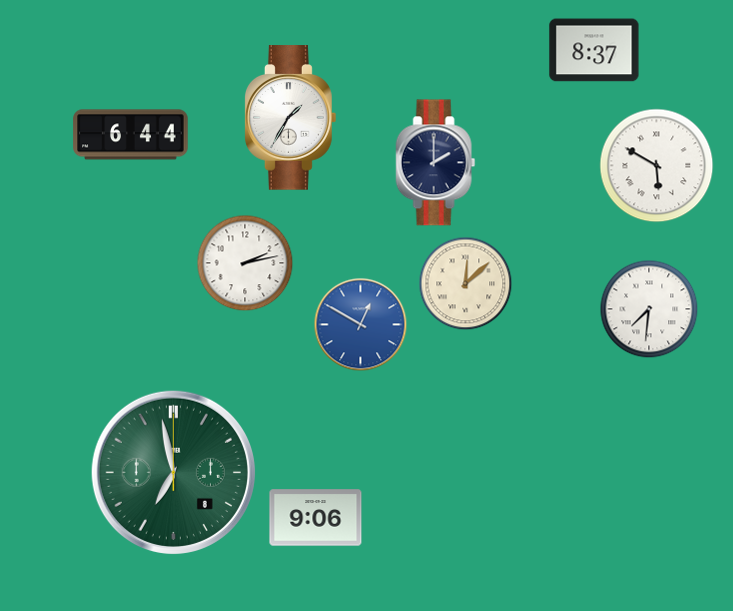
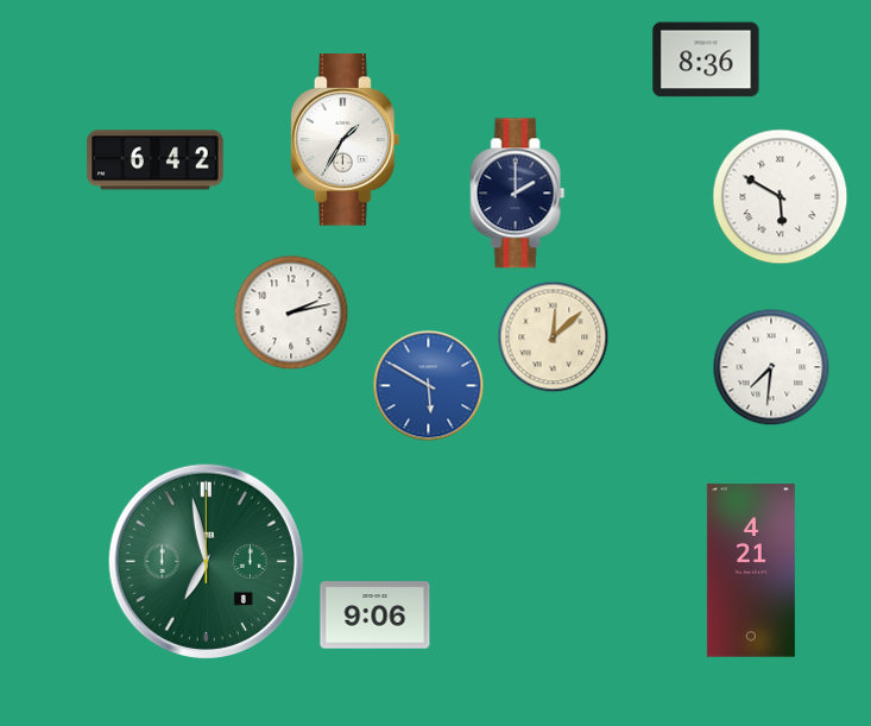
clock at (594, 50): 8:37 -> 8:36
clock at (131, 135): 6:44 -> 6:42
clock at (361, 325): 12:50 -> 5:50
clock at (751, 570): none -> 4:21
